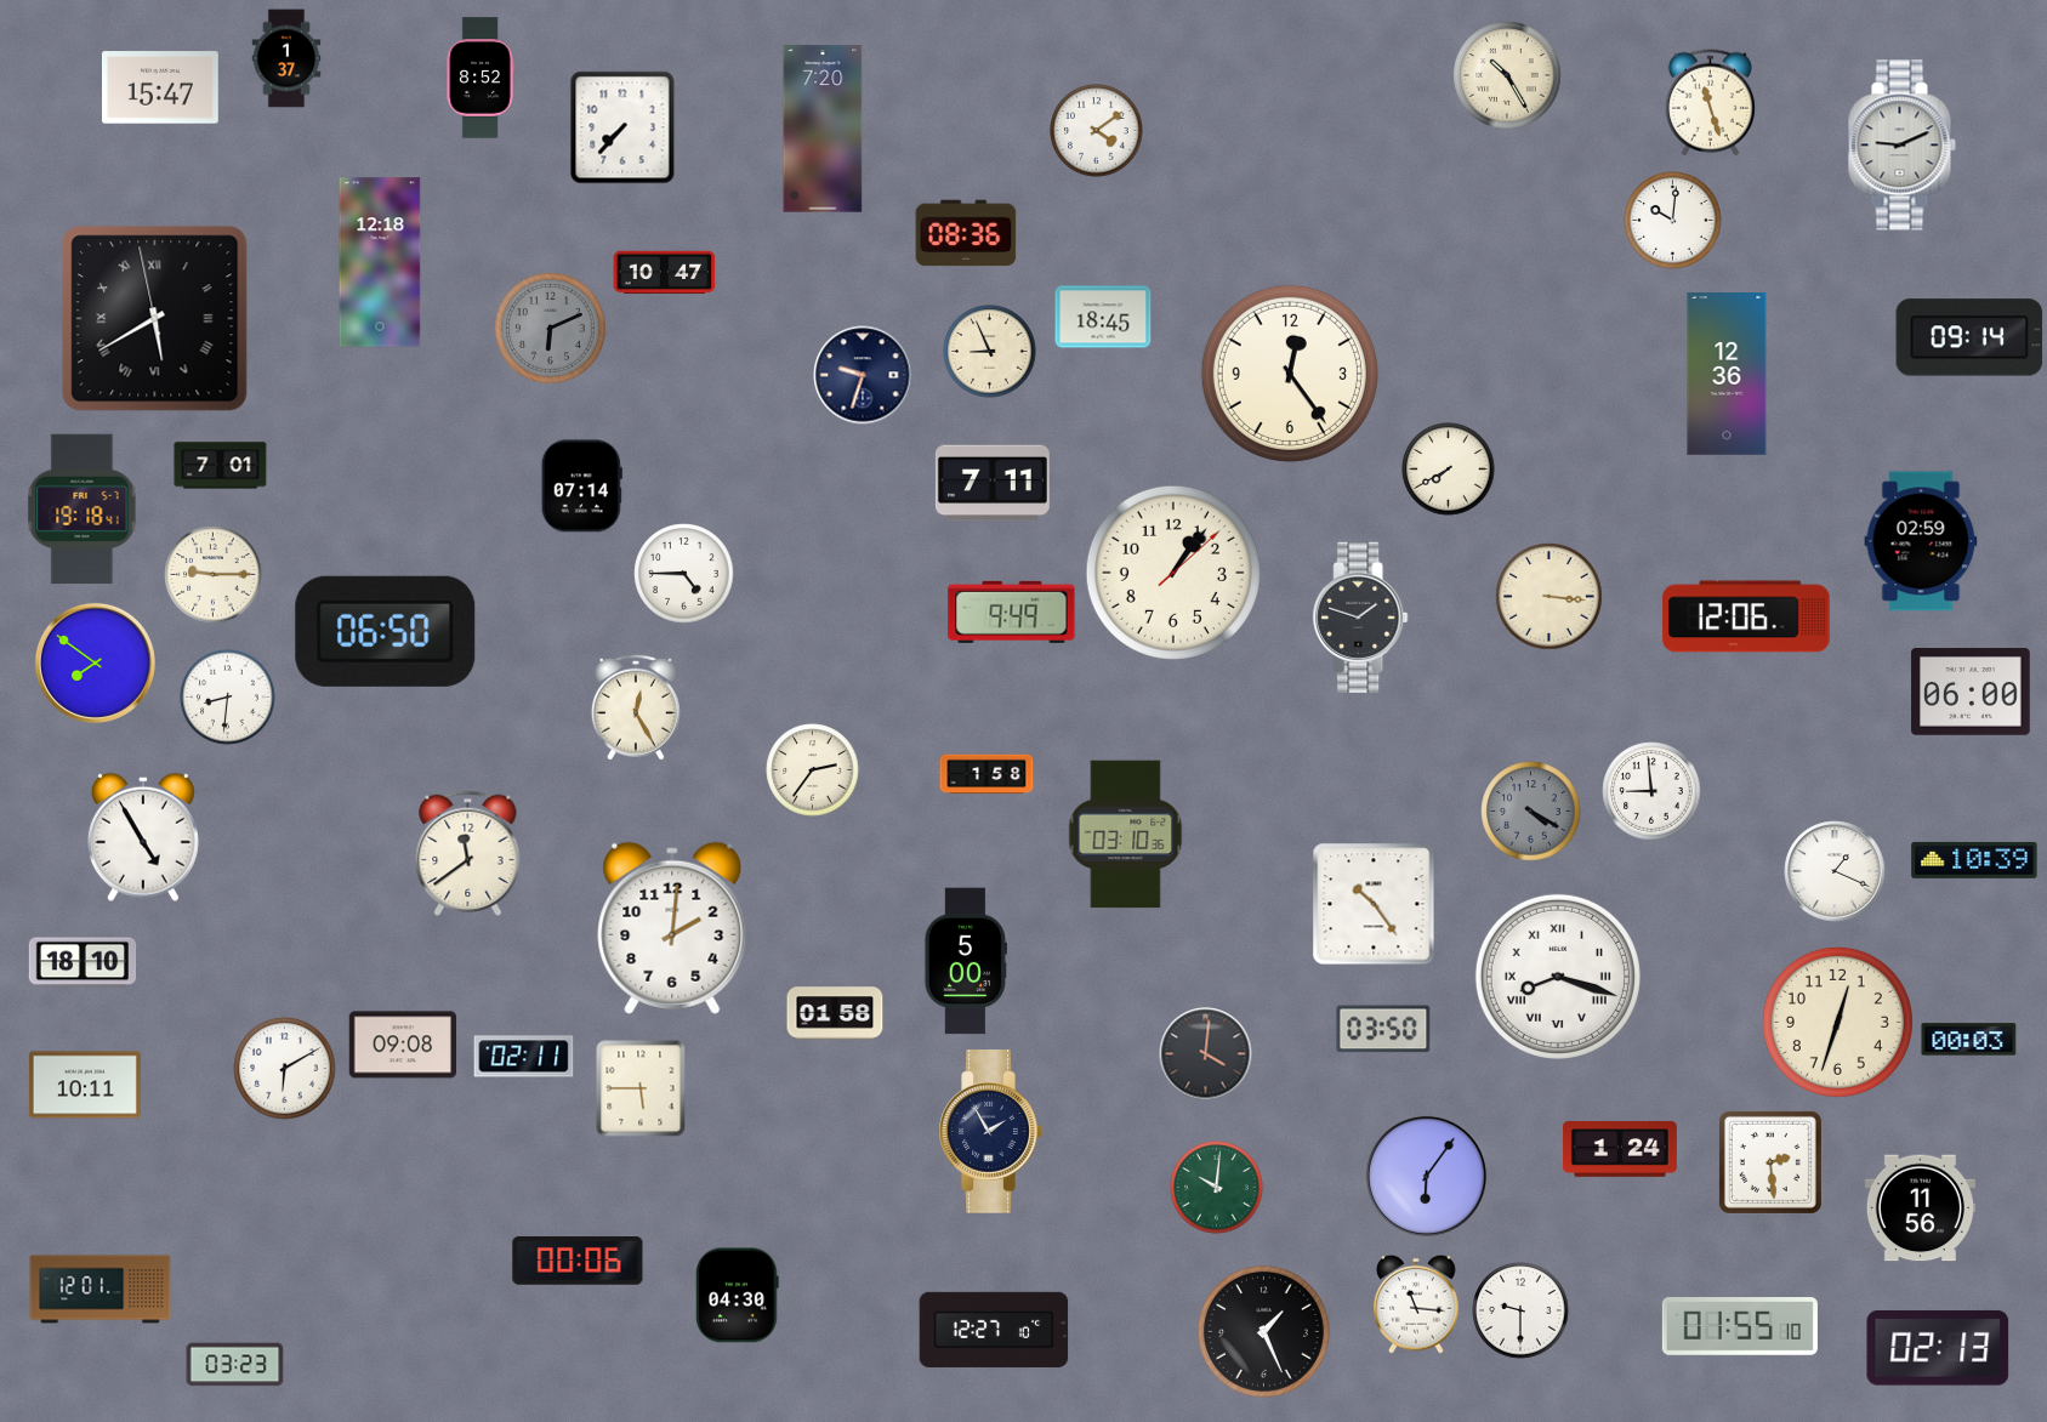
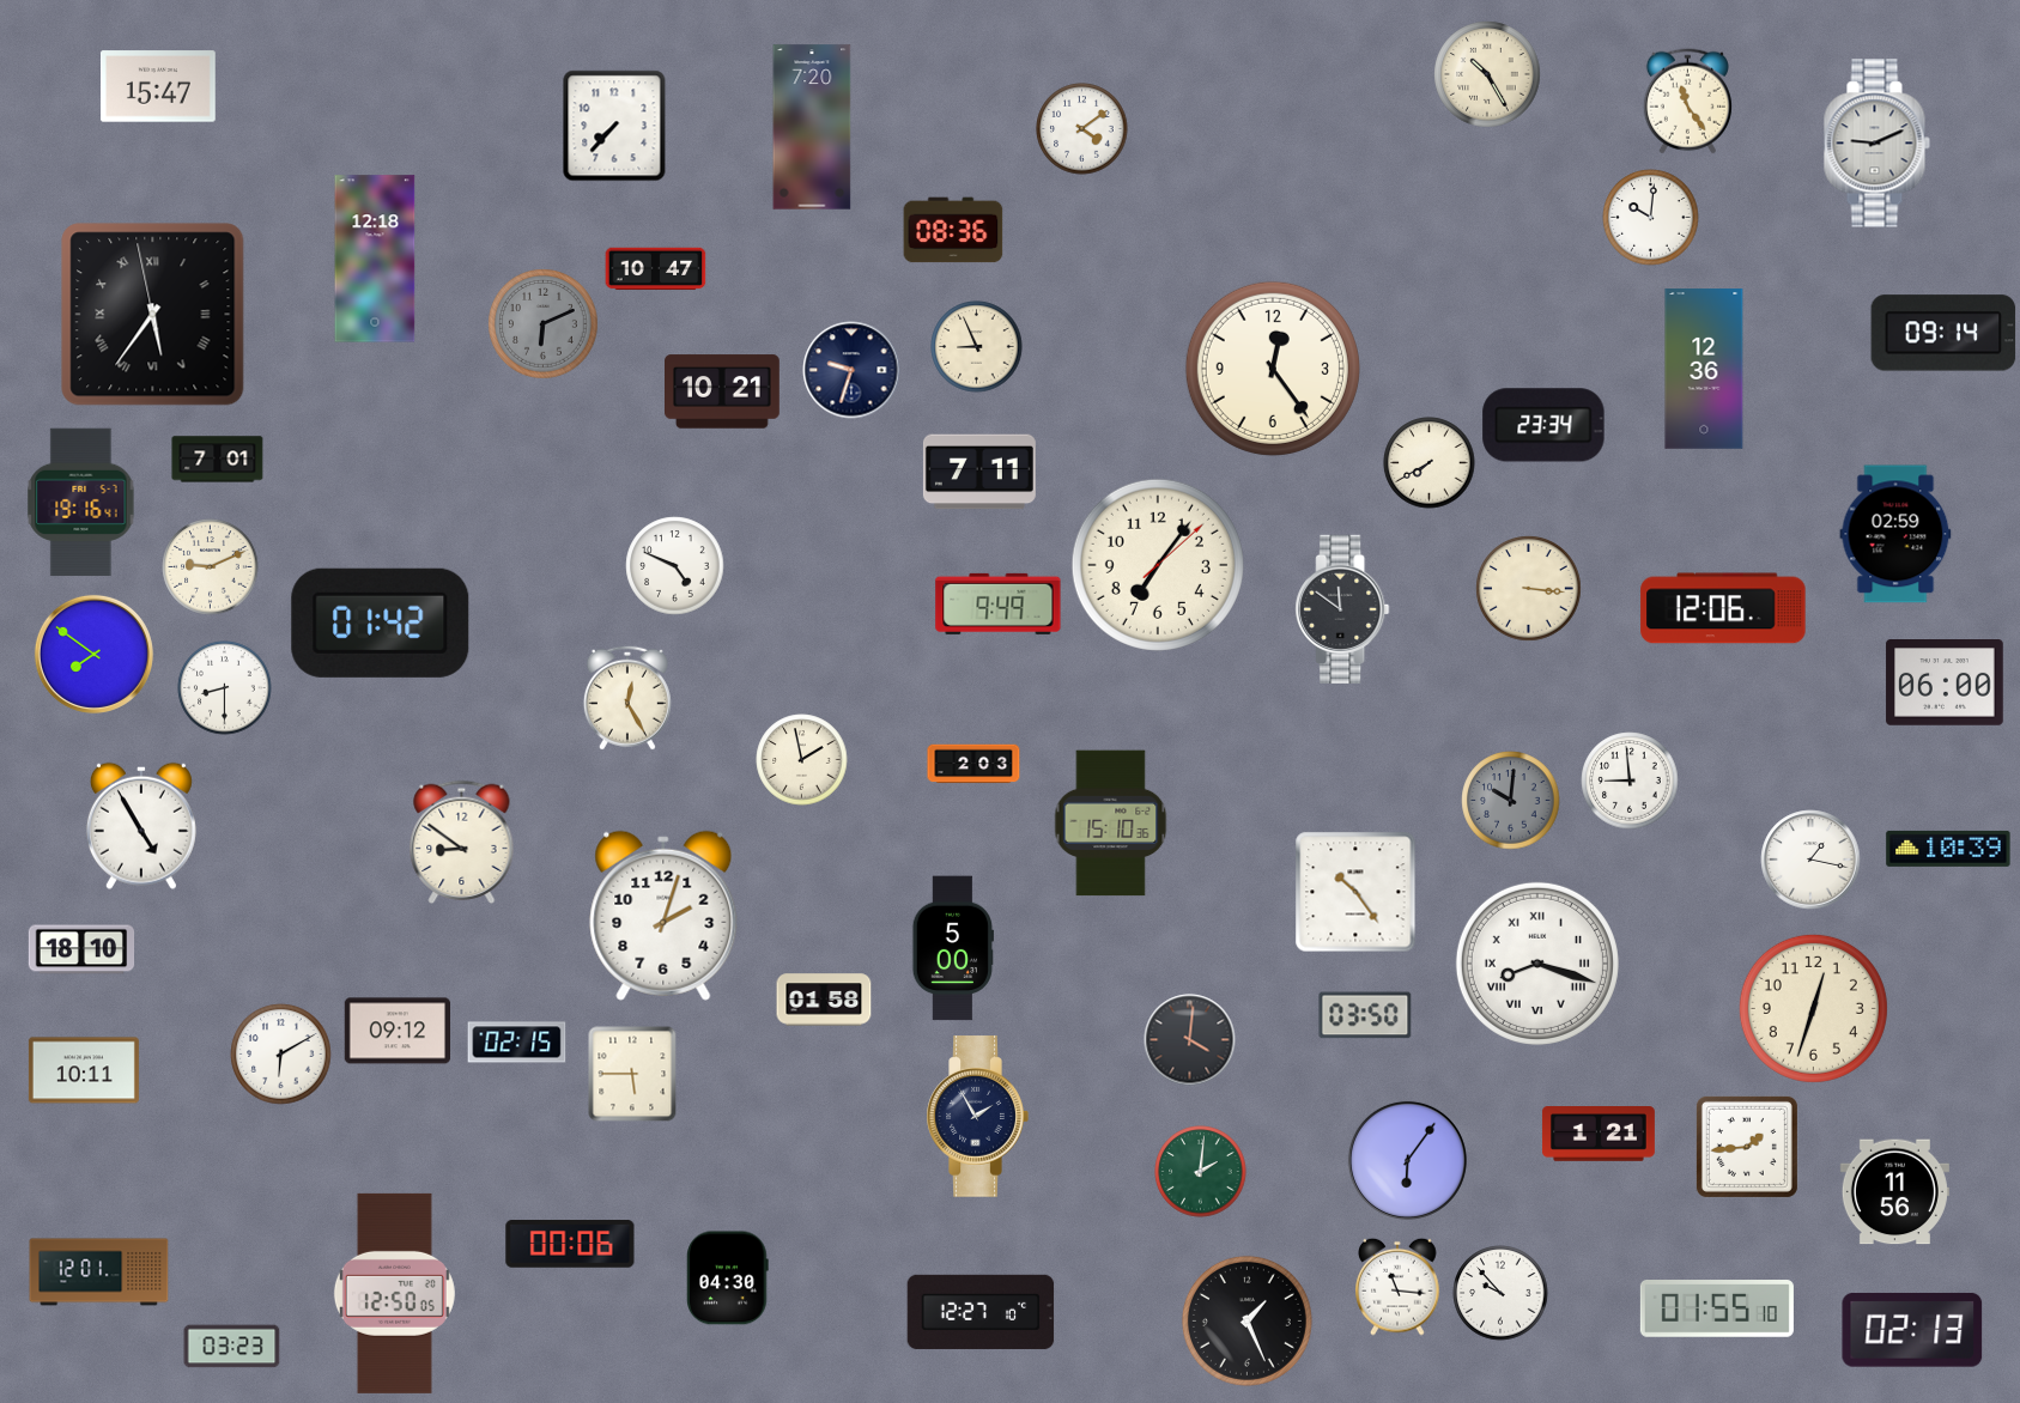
clock at (286, 58): 1:37 -> none
clock at (481, 78): 8:52 -> none
clock at (1710, 103): 11:27 -> 11:24
clock at (1103, 317): 18:45 -> none
clock at (155, 319): 5:39 -> 5:35
clock at (723, 391): none -> 10:21
clock at (1543, 425): none -> 23:34
clock at (993, 483) position: (993, 483) -> (979, 472)
clock at (581, 487): 07:14 -> none
clock at (83, 510): 19:18 -> 19:16
clock at (1173, 573): 1:06 -> 7:06
clock at (684, 574): 4:45 -> 4:49
clock at (214, 575): 9:15 -> 9:11
clock at (1360, 616): 1:48 -> 11:51
clock at (386, 631): 06:50 -> 01:42
clock at (228, 698): 8:31 -> 8:30
clock at (813, 770): 2:36 -> 1:58
clock at (986, 774): 1:58 -> 2:03
clock at (1531, 812): 4:20 -> 10:01
clock at (1126, 835): 03:10 -> 15:10
clock at (468, 854): 11:39 -> 8:51
clock at (1835, 871): 1:19 -> 1:17
clock at (672, 928): 2:01 -> 2:03
clock at (1969, 1040): 00:03 -> none
clock at (402, 1045): 09:08 -> 09:12
clock at (524, 1057): 02:11 -> 02:15
clock at (1620, 1149): 1:24 -> 1:21
clock at (1770, 1162): 2:29 -> 1:44
clock at (1217, 1188): 10:01 -> 2:01
clock at (394, 1293): none -> 12:50
clock at (1520, 1310): 9:30 -> 9:53
clock at (1263, 1331) position: (1263, 1331) -> (1246, 1320)
